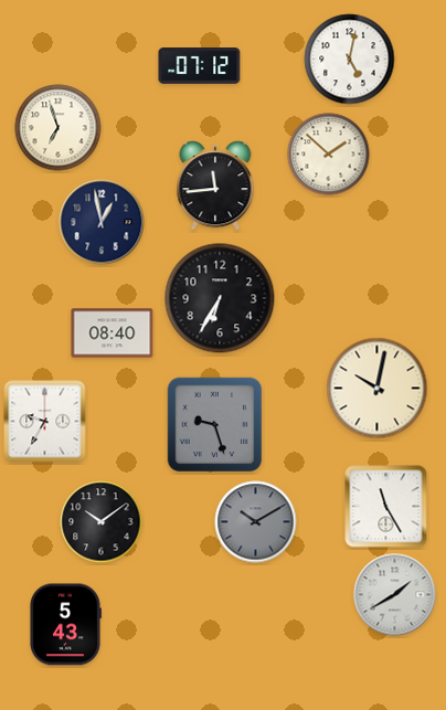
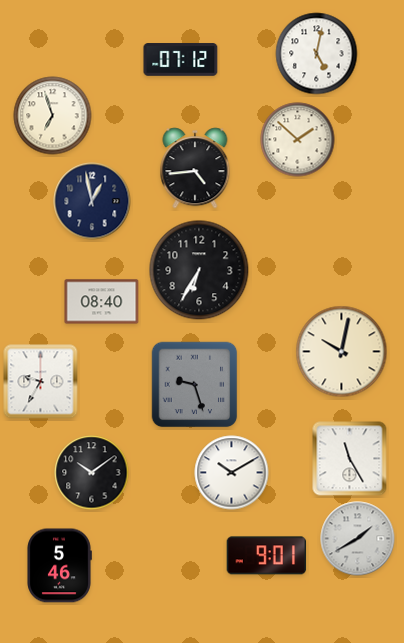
clock at (215, 186): 11:44 -> 4:44
clock at (256, 522) dial: grey -> white
clock at (267, 556): none -> 9:01
clock at (65, 625): 5:43 -> 5:46
